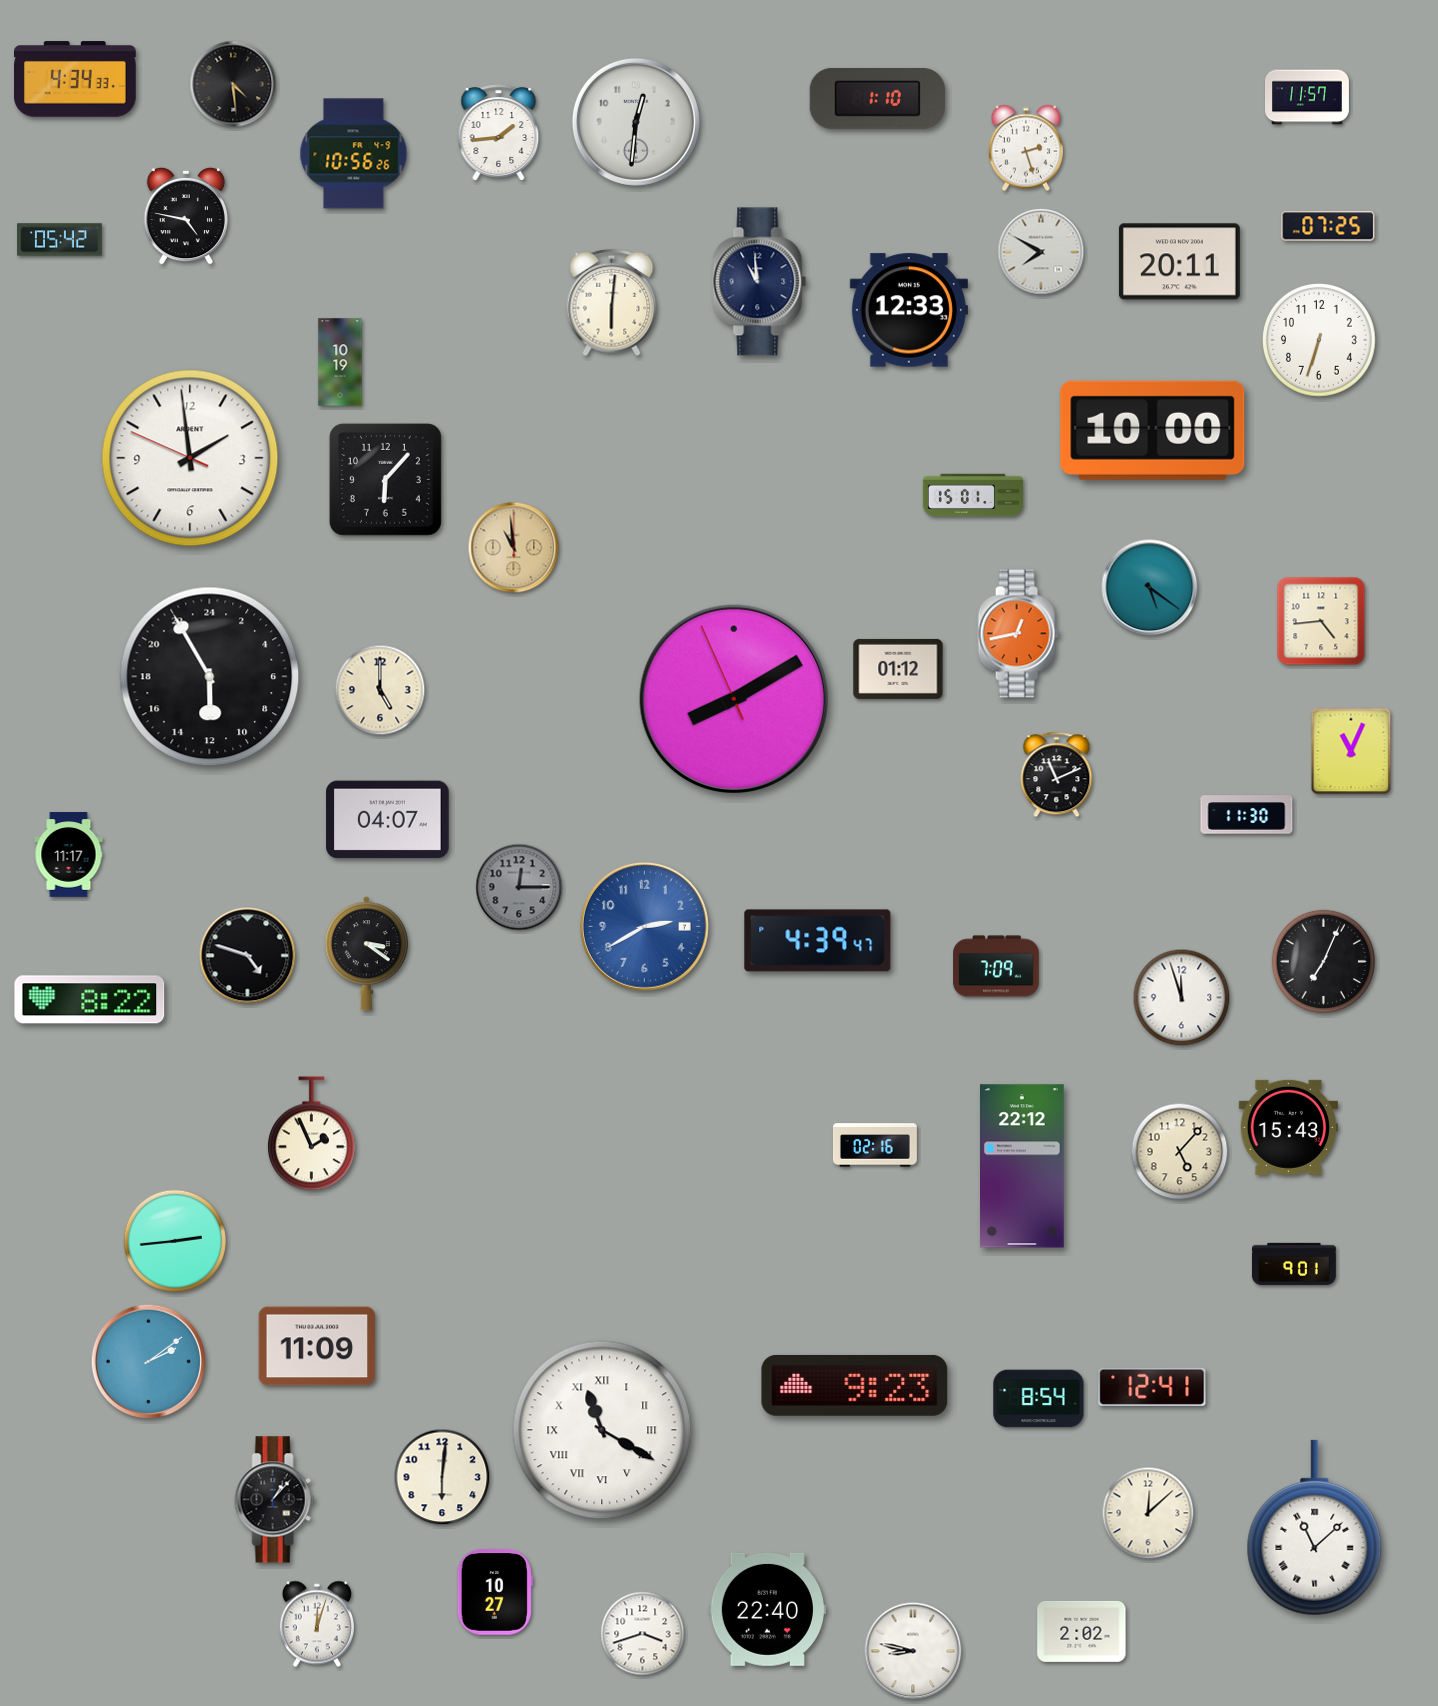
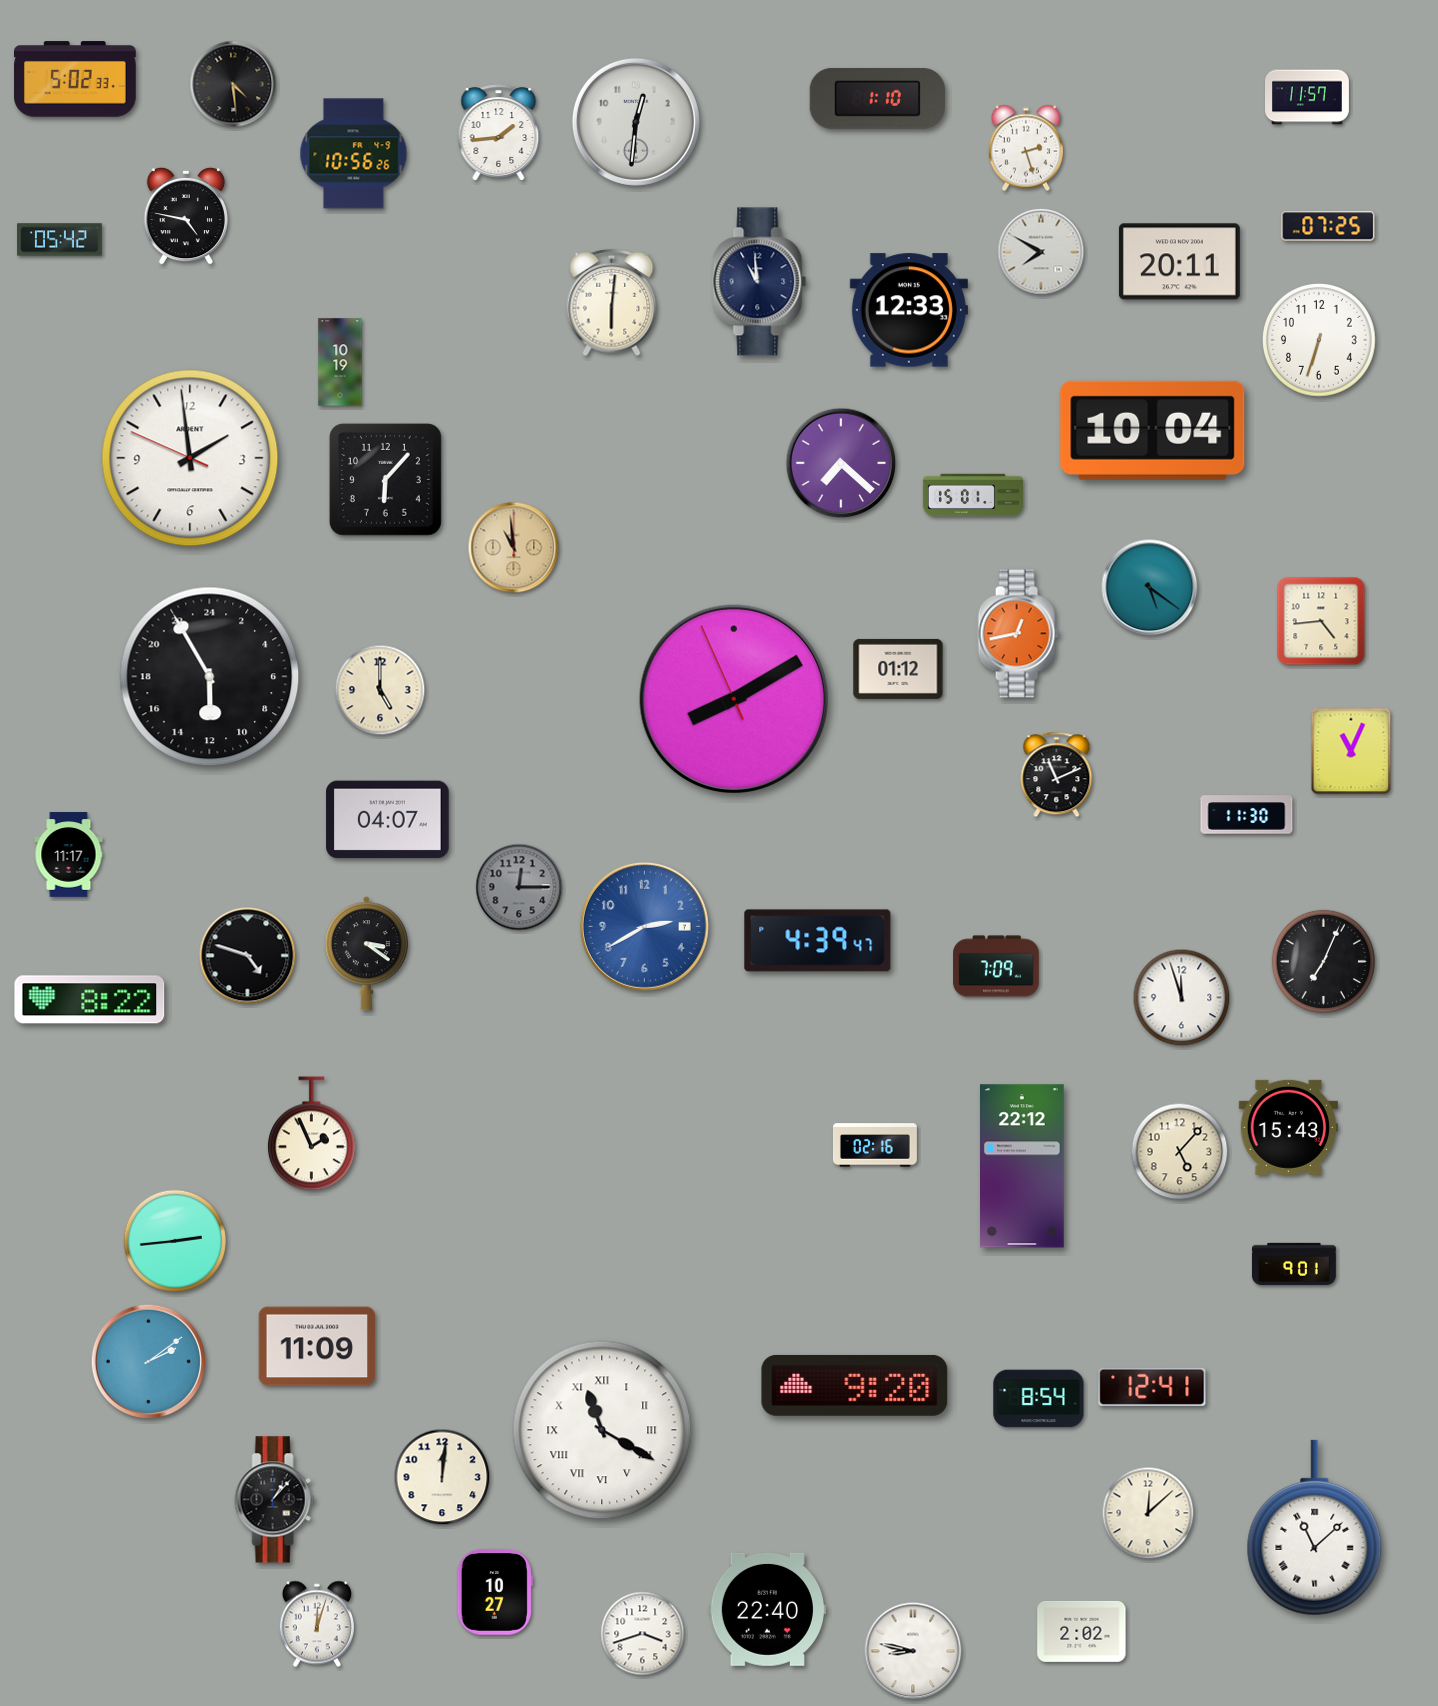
clock at (76, 79): 4:34 -> 5:02
clock at (1153, 430): 10:00 -> 10:04
clock at (841, 463): none -> 7:22
clock at (855, 1385): 9:23 -> 9:20
clock at (442, 1477): 6:01 -> 12:01
